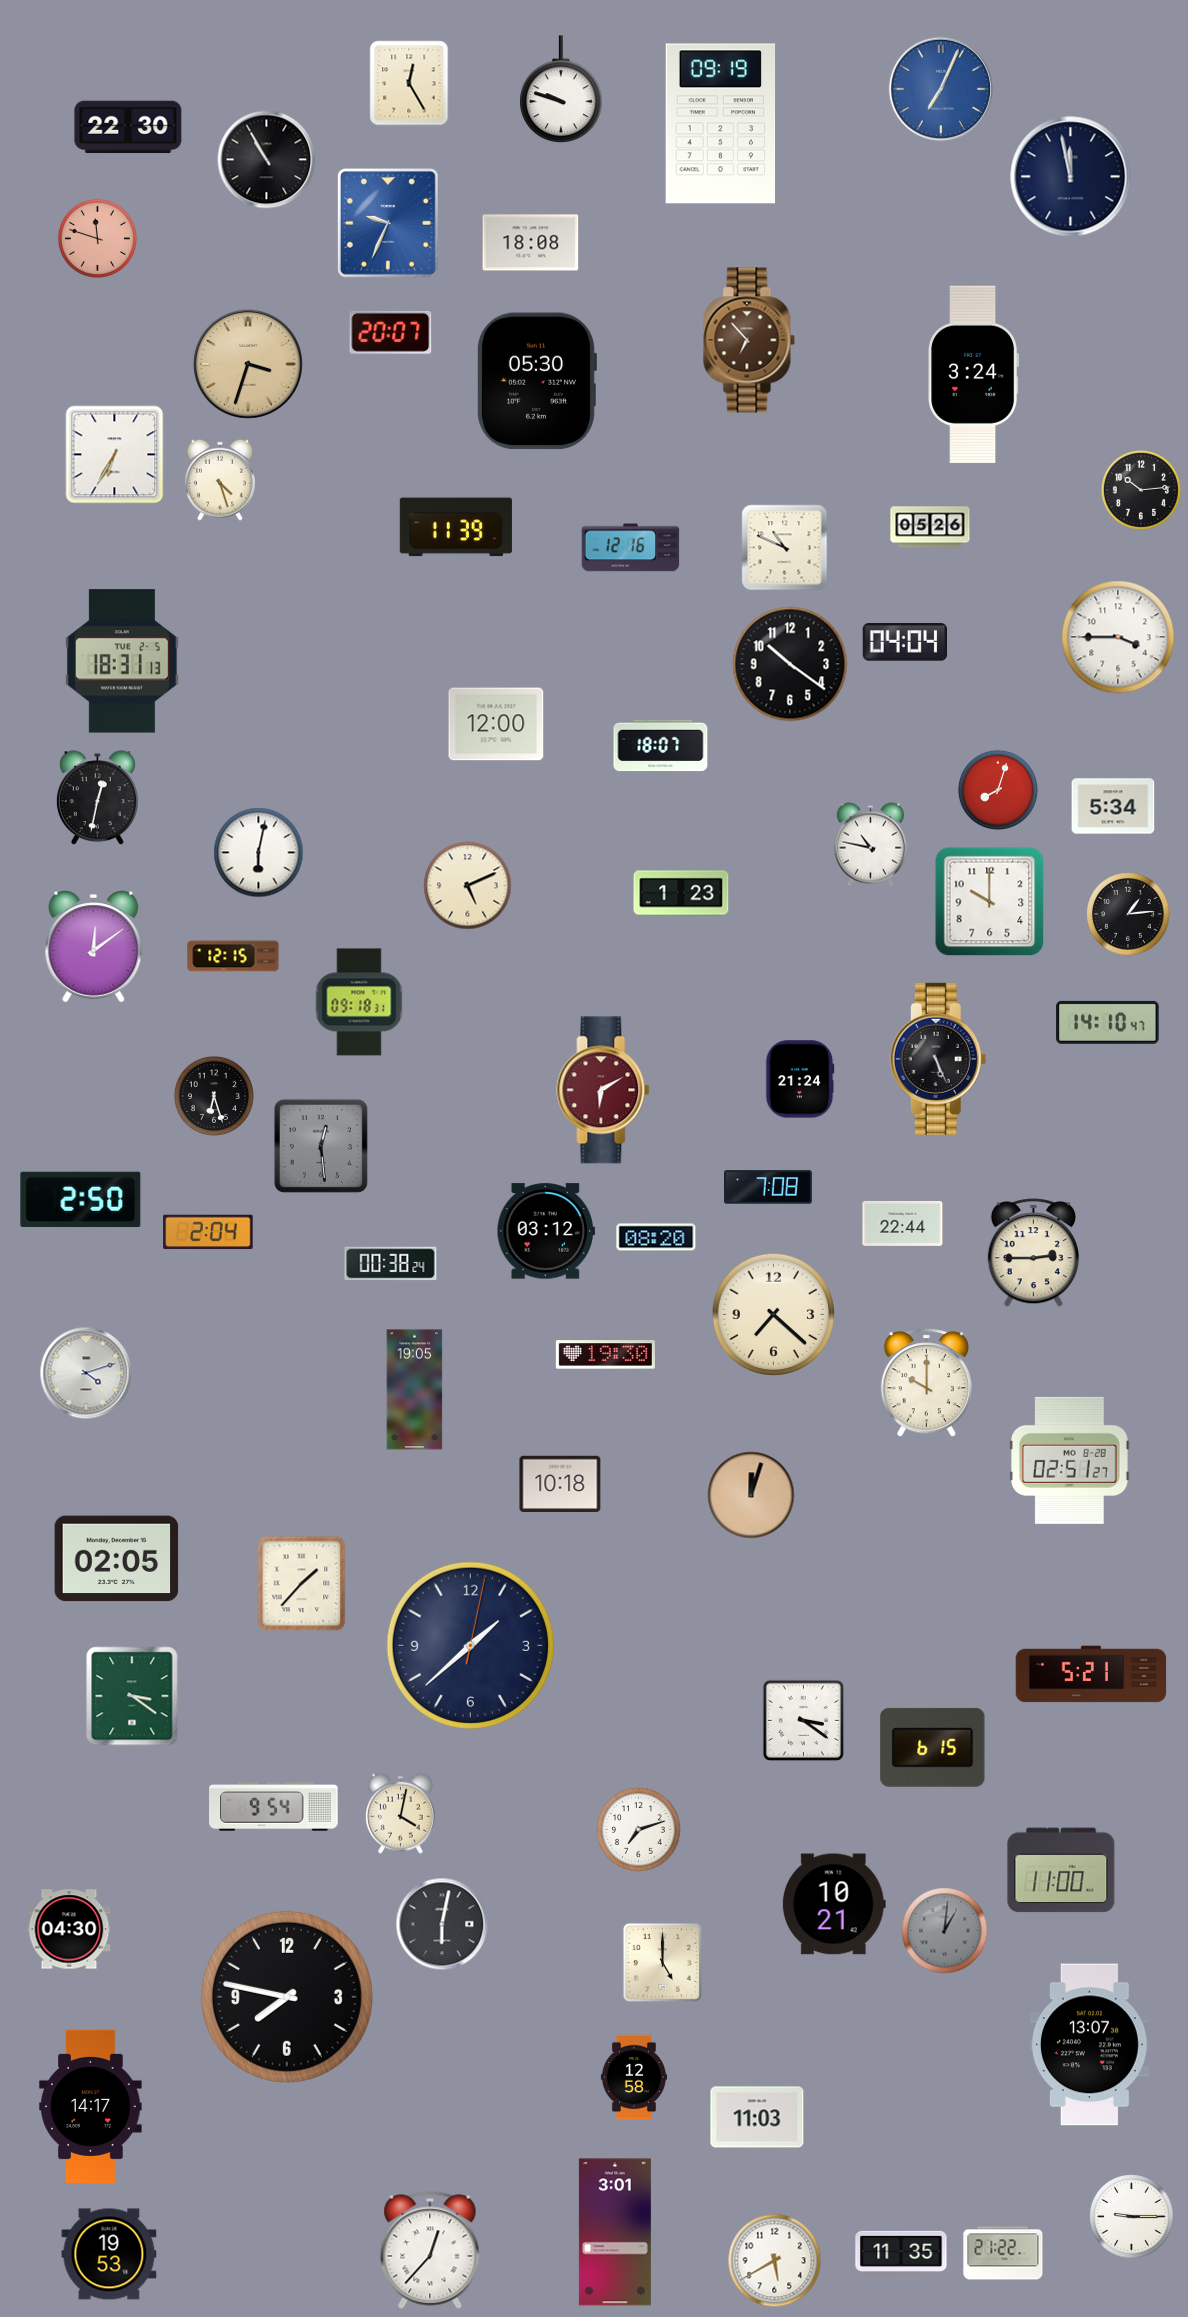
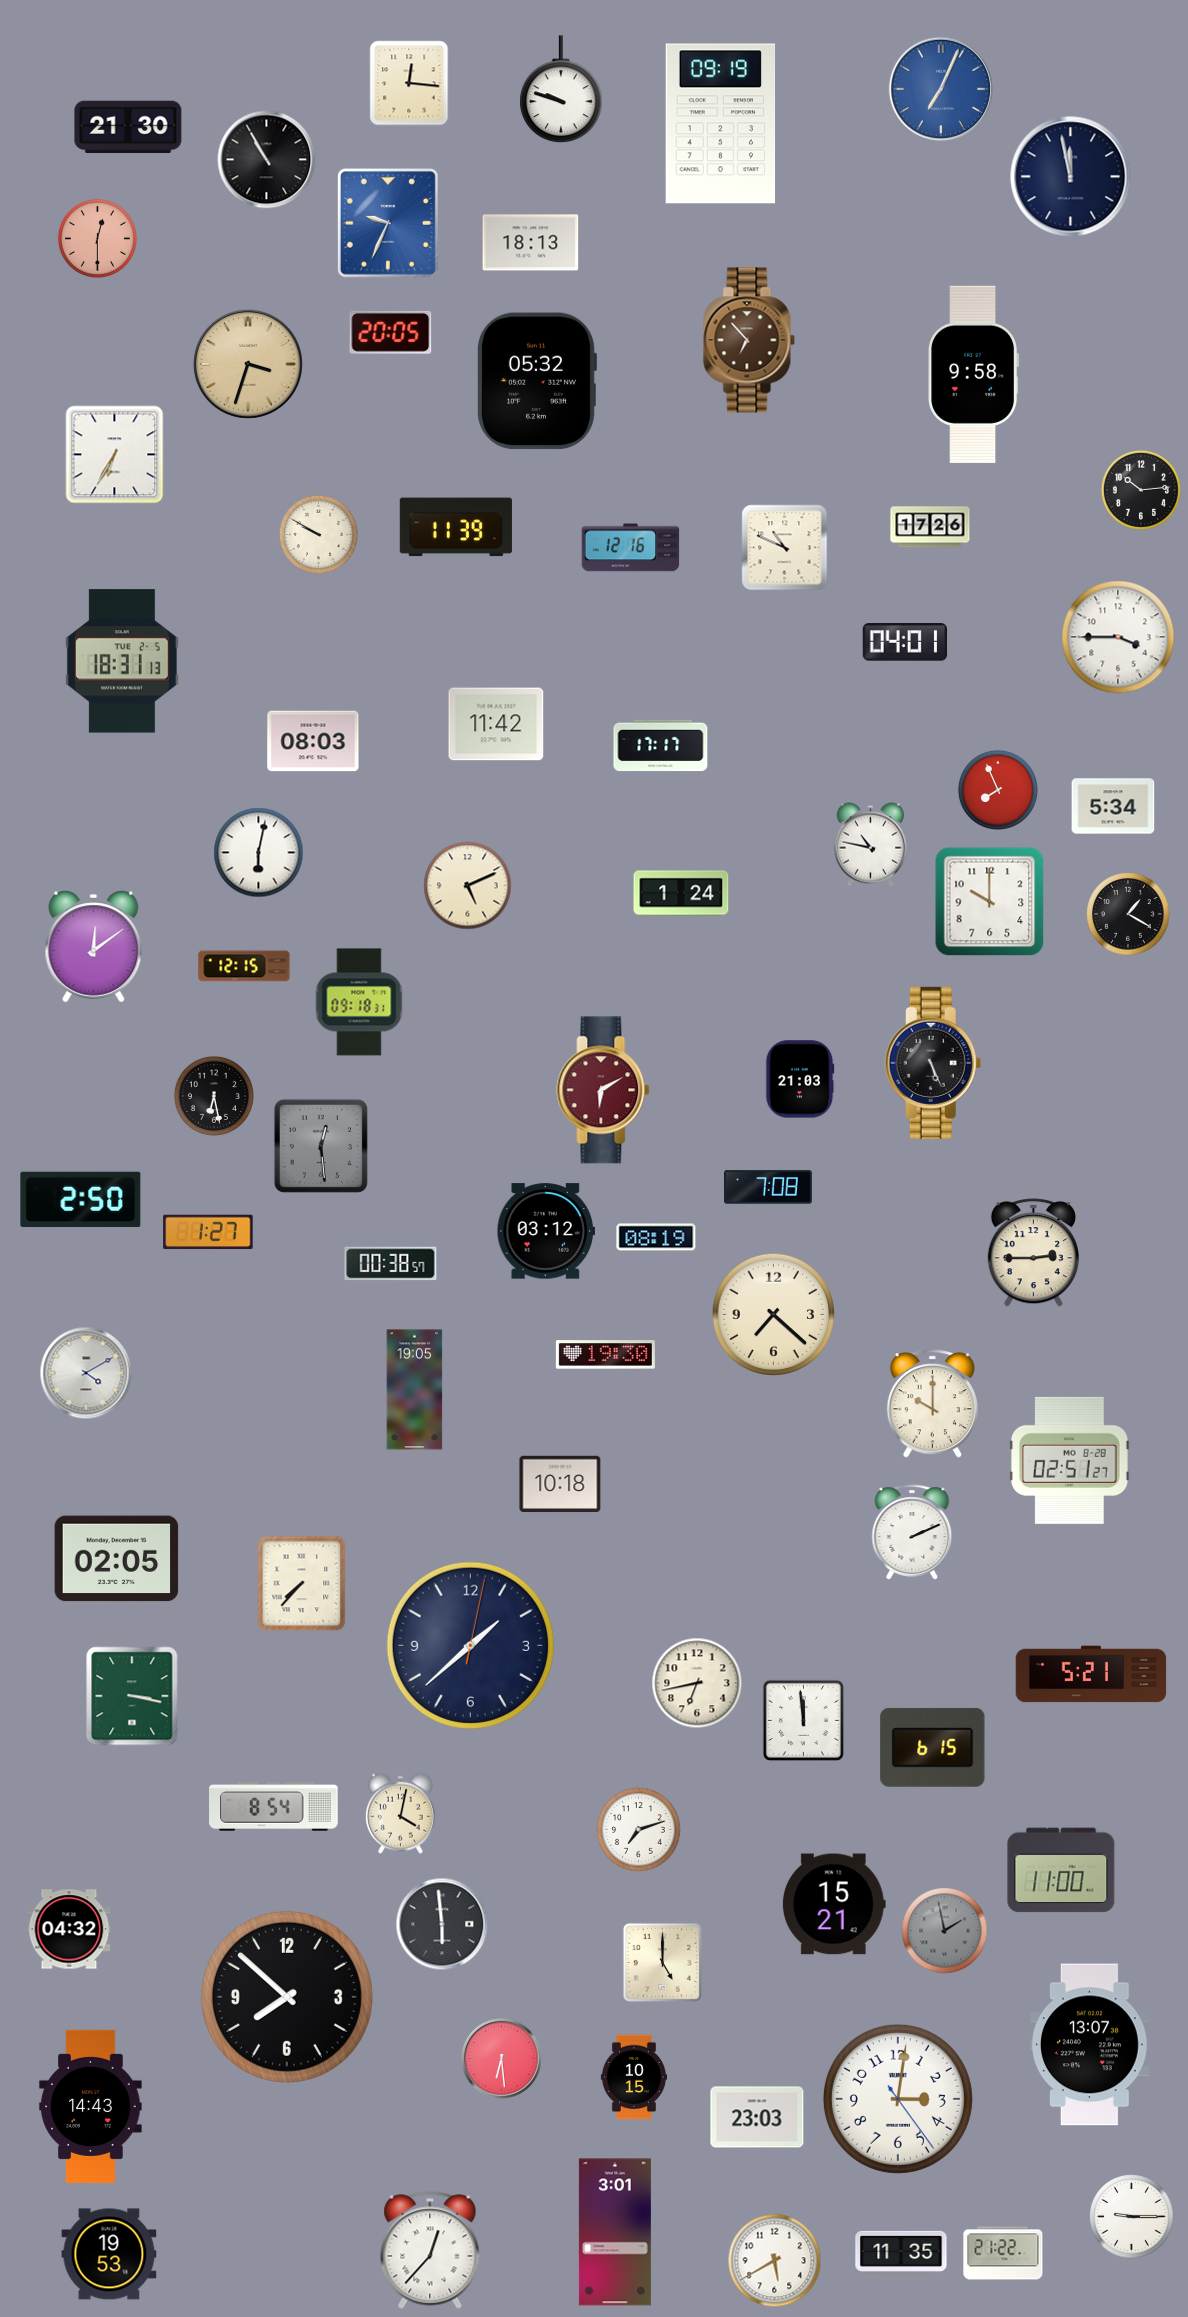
clock at (409, 83): 12:25 -> 12:16
clock at (128, 127): 22:30 -> 21:30
clock at (97, 238): 11:48 -> 12:30
clock at (531, 243): 18:08 -> 18:13
clock at (391, 332): 20:07 -> 20:05
clock at (974, 375): 3:24 -> 9:58
clock at (536, 381): 05:30 -> 05:32
clock at (220, 480): 4:27 -> none
clock at (930, 527): 05:26 -> 17:26
clock at (318, 534): none -> 9:50
clock at (905, 642): 04:04 -> 04:01
clock at (790, 664): 10:21 -> none
clock at (496, 724): 12:00 -> 11:42
clock at (313, 741): none -> 08:03
clock at (661, 746): 18:07 -> 17:17
clock at (998, 790): 8:03 -> 7:56
clock at (97, 798): 12:32 -> none
clock at (681, 893): 1:23 -> 1:24
clock at (1128, 914): 1:14 -> 1:20
clock at (233, 956) position: (233, 956) -> (244, 966)
clock at (1108, 1022): 14:10 -> none
clock at (938, 1059) position: (938, 1059) -> (933, 1063)
clock at (800, 1079): 21:24 -> 21:03
clock at (214, 1096): 6:27 -> 6:28
clock at (903, 1223): 22:44 -> none
clock at (208, 1232): 2:04 -> 1:27
clock at (656, 1237): 08:20 -> 08:19
clock at (391, 1264): 00:38:24 -> 00:38:57
clock at (86, 1373): 4:12 -> 4:10
clock at (926, 1383) position: (926, 1383) -> (932, 1404)
clock at (751, 1495): 12:03 -> none
clock at (912, 1532): none -> 2:11
clock at (302, 1584): 1:37 -> 7:37
clock at (697, 1683): none -> 6:43
clock at (132, 1696): 3:21 -> 3:17
clock at (803, 1720): 3:21 -> 11:59
clock at (274, 1807): 9:54 -> 8:54
clock at (834, 1904): 10:21 -> 15:21
clock at (442, 1924): 6:02 -> 5:59
clock at (69, 1929): 04:30 -> 04:32
clock at (945, 1931): 1:01 -> 1:58
clock at (287, 1997): 7:47 -> 7:52
clock at (502, 2059): none -> 6:29
clock at (634, 2077): 12:58 -> 10:15
clock at (898, 2099): none -> 3:01
clock at (91, 2106): 14:17 -> 14:43
clock at (757, 2117): 11:03 -> 23:03
